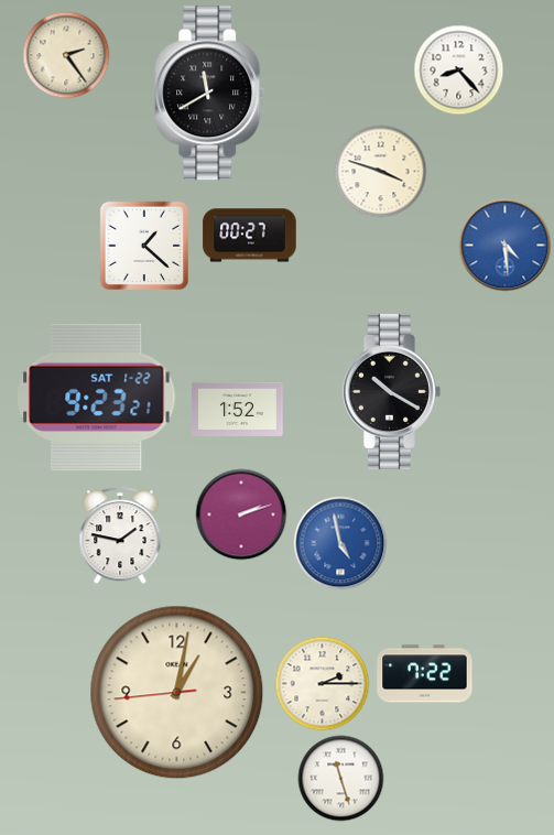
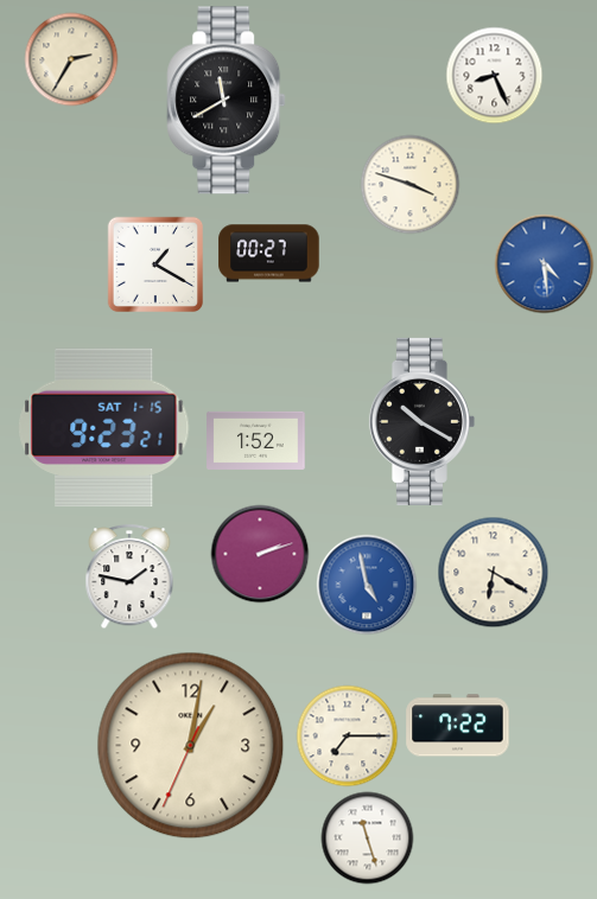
clock at (66, 55): 2:24 -> 2:35
clock at (459, 71): 8:23 -> 8:26
clock at (143, 245): 1:22 -> 1:20
clock at (97, 398) date: SAT 1-22 -> SAT 1-15
clock at (494, 573): none -> 6:20
clock at (323, 684): 2:15 -> 7:15
clock at (177, 693): 1:01:44 -> 1:01:34
